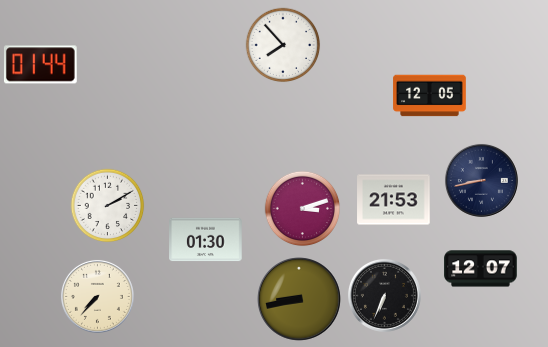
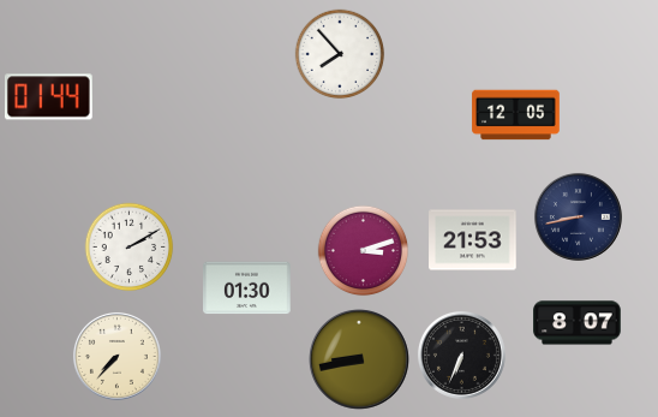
clock at (41, 65) position: (41, 65) -> (49, 97)
clock at (481, 269): 12:07 -> 8:07
